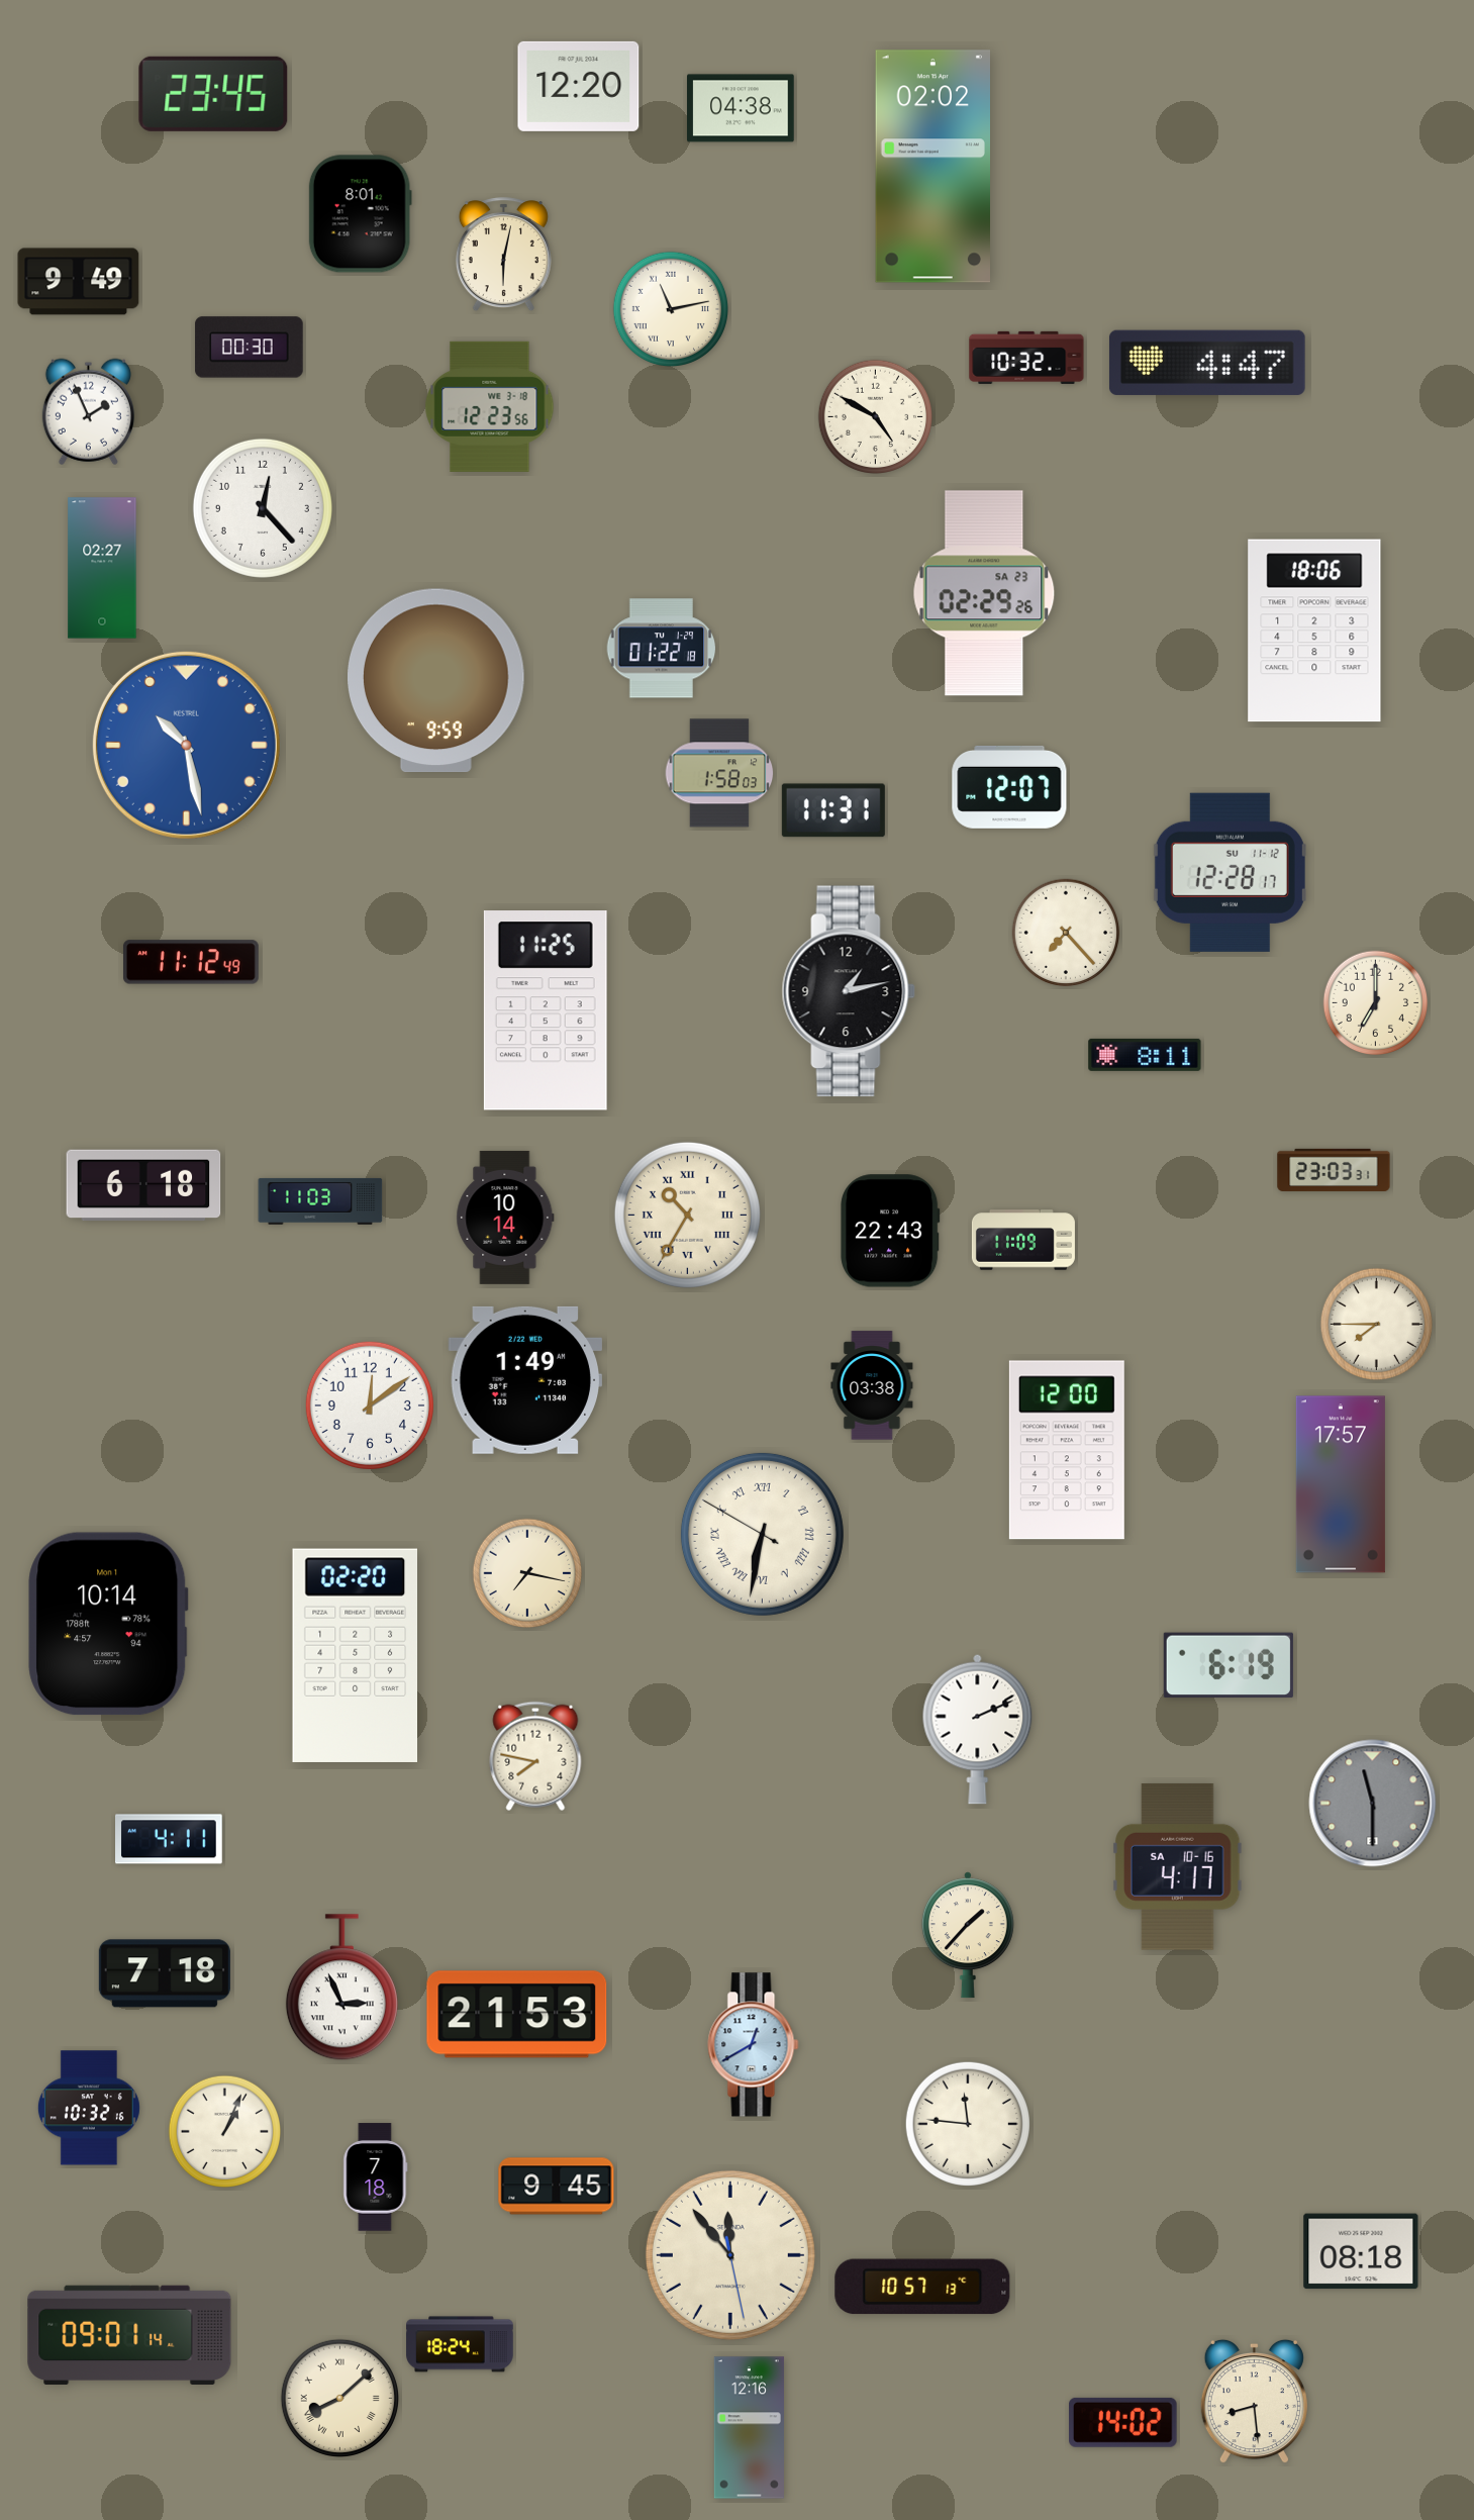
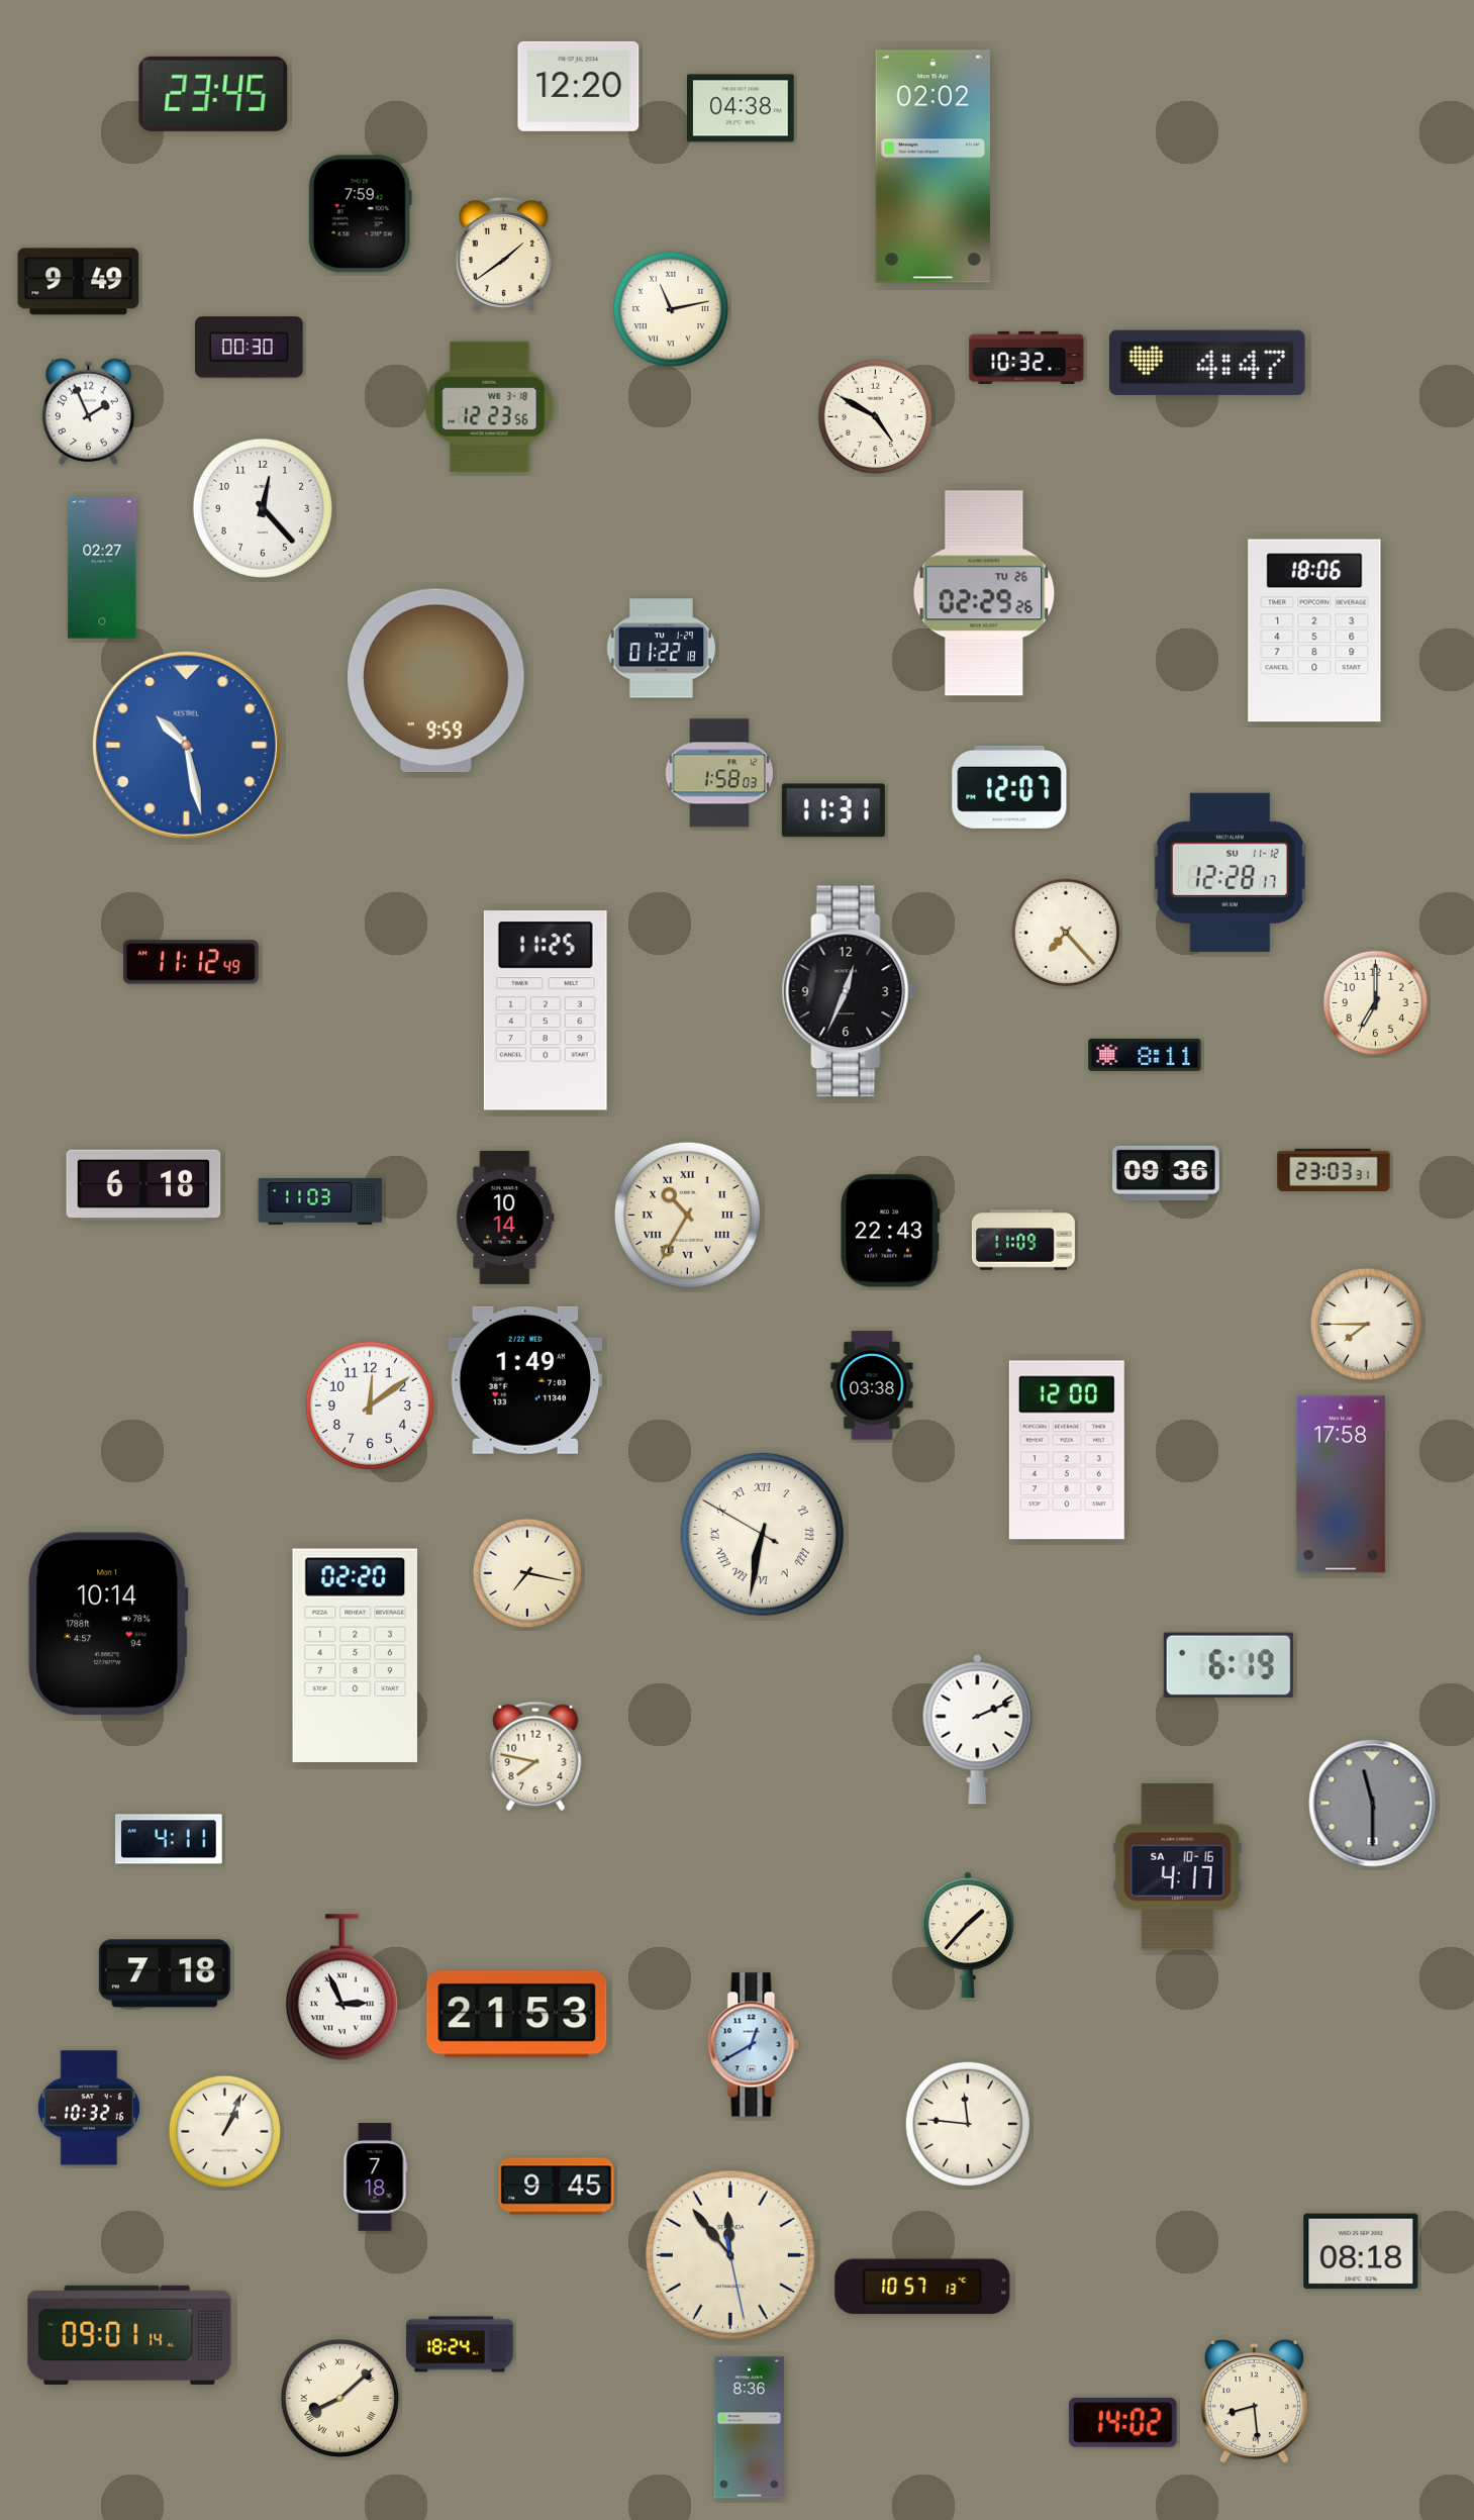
clock at (360, 214): 8:01 -> 7:59
clock at (503, 255): 6:02 -> 1:39
clock at (984, 593) date: SA 23 -> TU 26
clock at (849, 991): 1:13 -> 12:34
clock at (1166, 1173): none -> 09:36
clock at (1377, 1325) position: (1377, 1325) -> (1367, 1325)
clock at (1341, 1484): 17:57 -> 17:58
clock at (749, 2428): 12:16 -> 8:36
